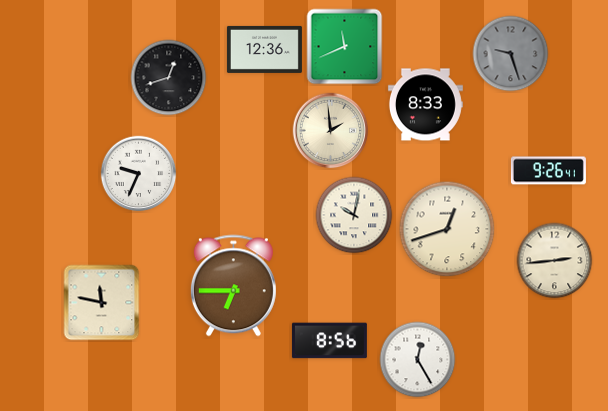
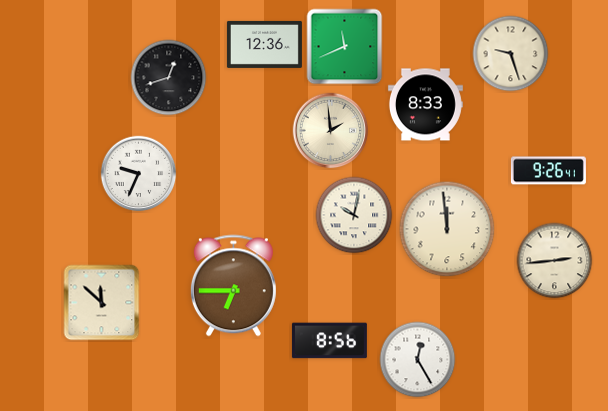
clock at (264, 49) position: (264, 49) -> (264, 44)
clock at (511, 54) dial: grey -> cream
clock at (447, 229): 12:42 -> 11:59
clock at (102, 303): 11:47 -> 11:52
